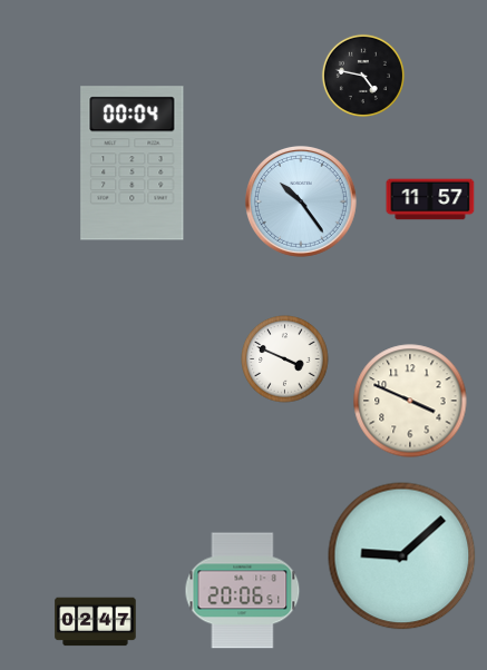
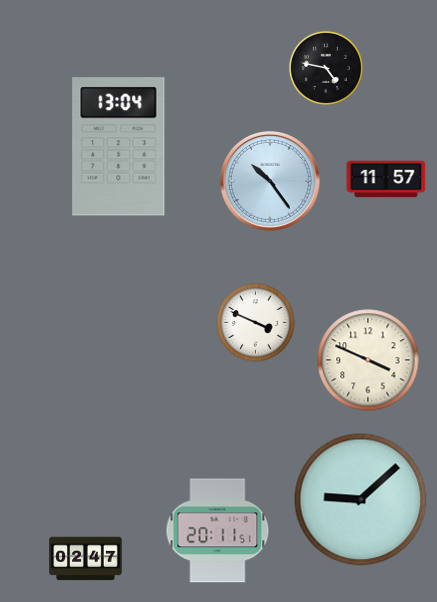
clock at (133, 164): 00:04 -> 13:04
clock at (243, 591): 20:06 -> 20:11
